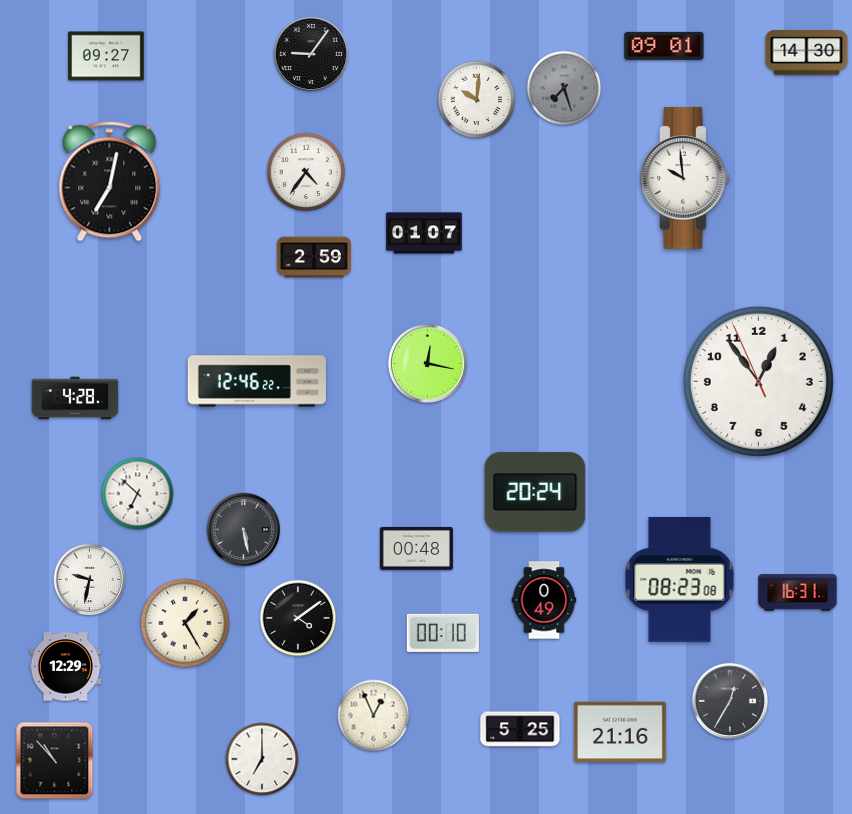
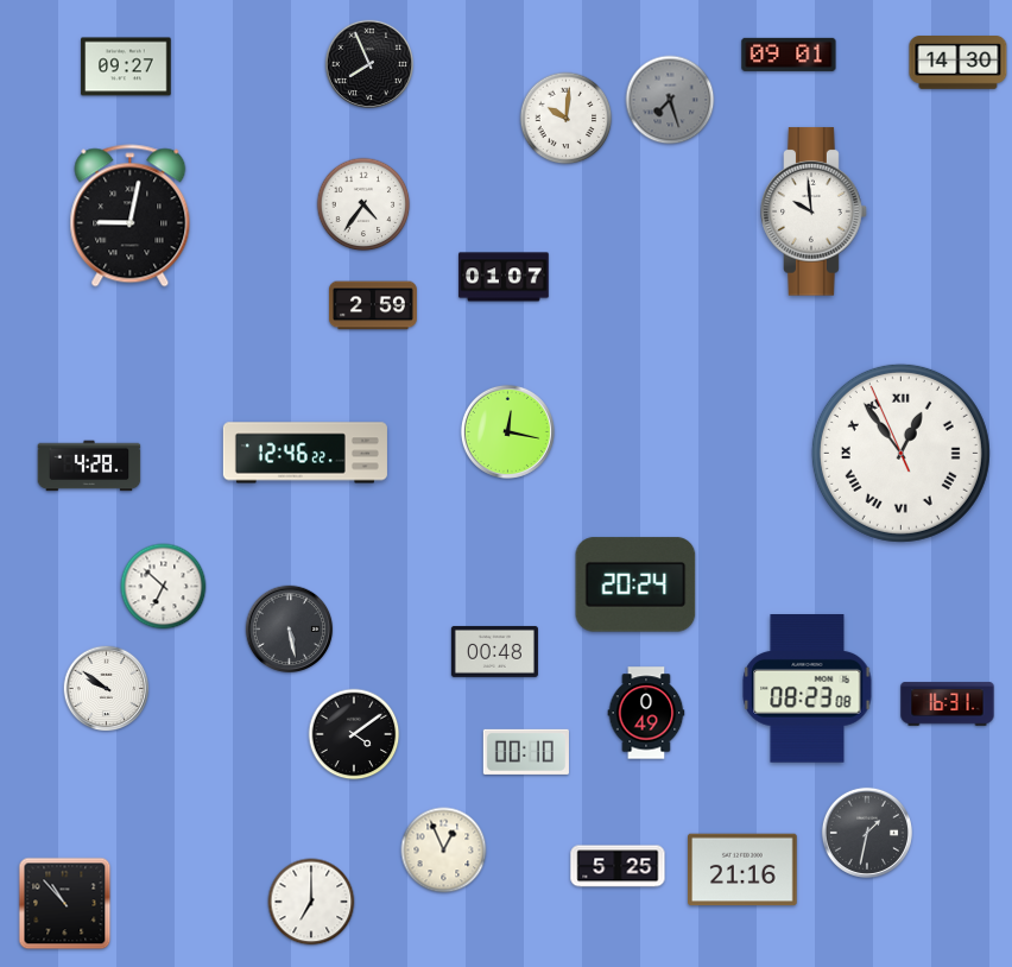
clock at (310, 53): 9:06 -> 7:56
clock at (564, 88) position: (564, 88) -> (670, 100)
clock at (110, 182): 7:02 -> 9:02
clock at (758, 381) numerals: Arabic -> Roman
clock at (75, 398) position: (75, 398) -> (89, 466)
clock at (90, 580): 9:32 -> 9:51
clock at (185, 623): 1:25 -> none
clock at (66, 667): 12:29 -> none
clock at (730, 701): 12:35 -> 1:32
clock at (620, 732) position: (620, 732) -> (742, 870)
